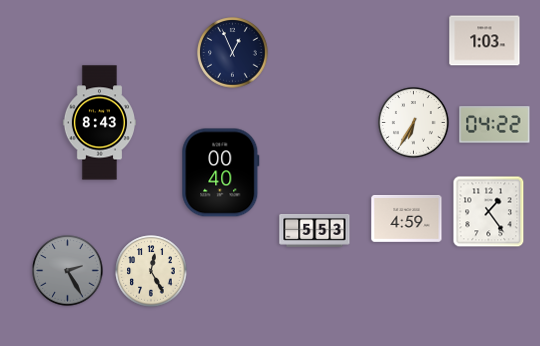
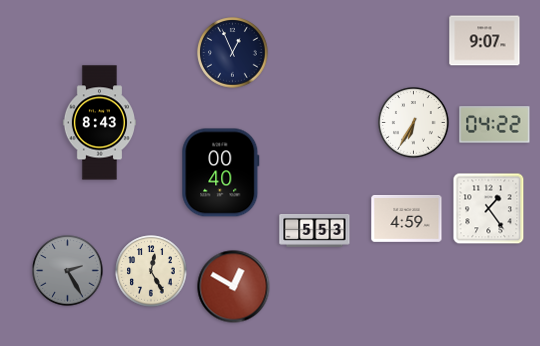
clock at (485, 41): 1:03 -> 9:07
clock at (489, 212) position: (489, 212) -> (489, 209)
clock at (234, 287): none -> 12:50
